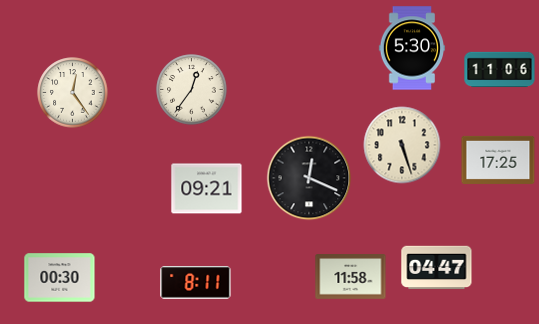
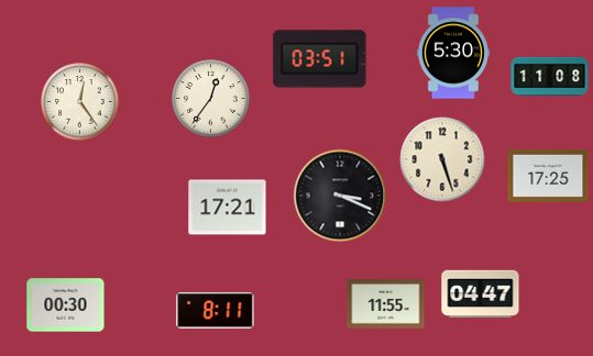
clock at (320, 59): none -> 03:51
clock at (500, 70): 11:06 -> 11:08
clock at (309, 178): 12:19 -> 3:19
clock at (207, 189): 09:21 -> 17:21
clock at (351, 277): 11:58 -> 11:55
